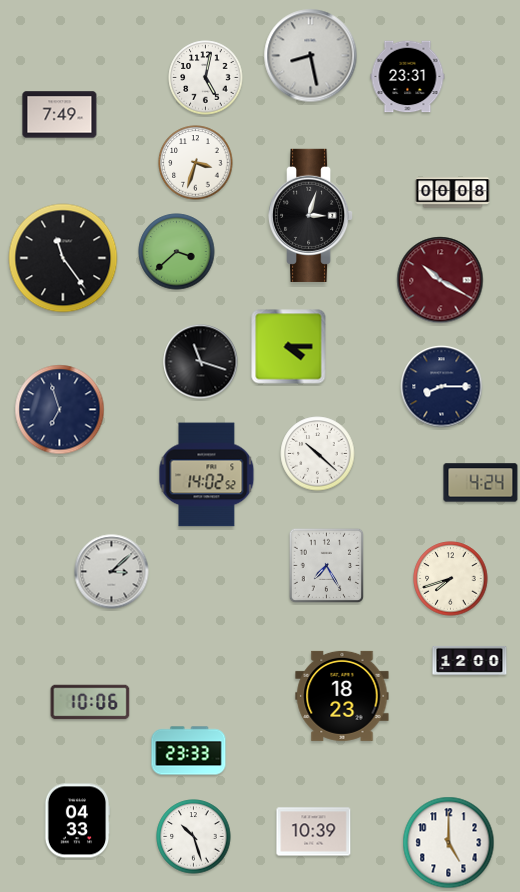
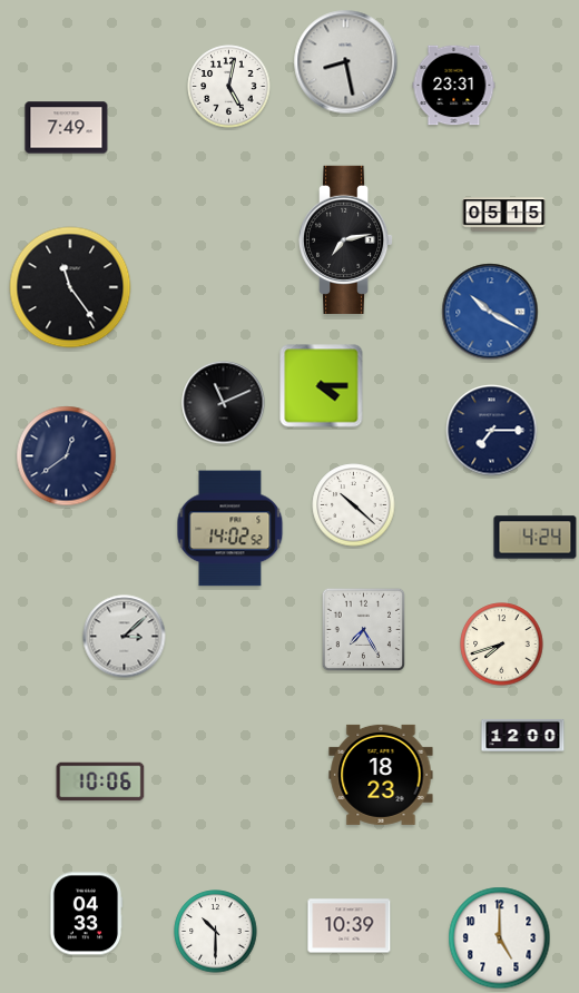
clock at (196, 163): 3:33 -> none
clock at (453, 193): 00:08 -> 05:15
clock at (312, 215): 3:03 -> 7:13
clock at (177, 252): 3:38 -> none
clock at (440, 280) dial: burgundy -> blue
clock at (201, 362): 11:18 -> 11:11
clock at (442, 387): 8:15 -> 7:15
clock at (60, 410): 6:57 -> 12:39
clock at (189, 751): 23:33 -> none
clock at (194, 837): 10:27 -> 10:30
